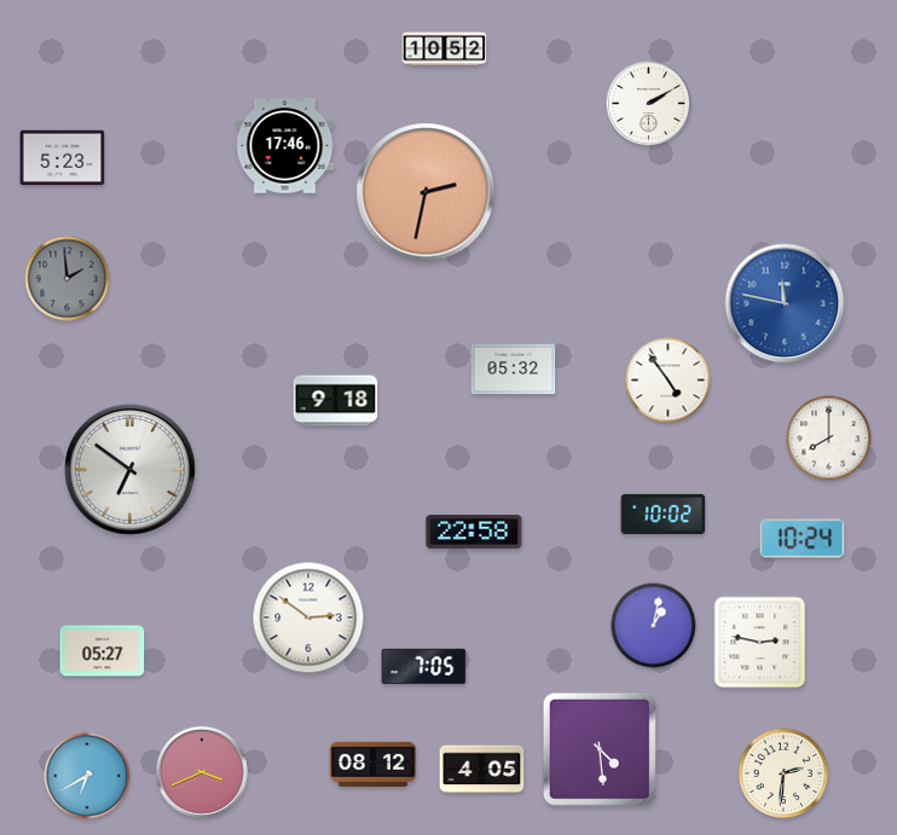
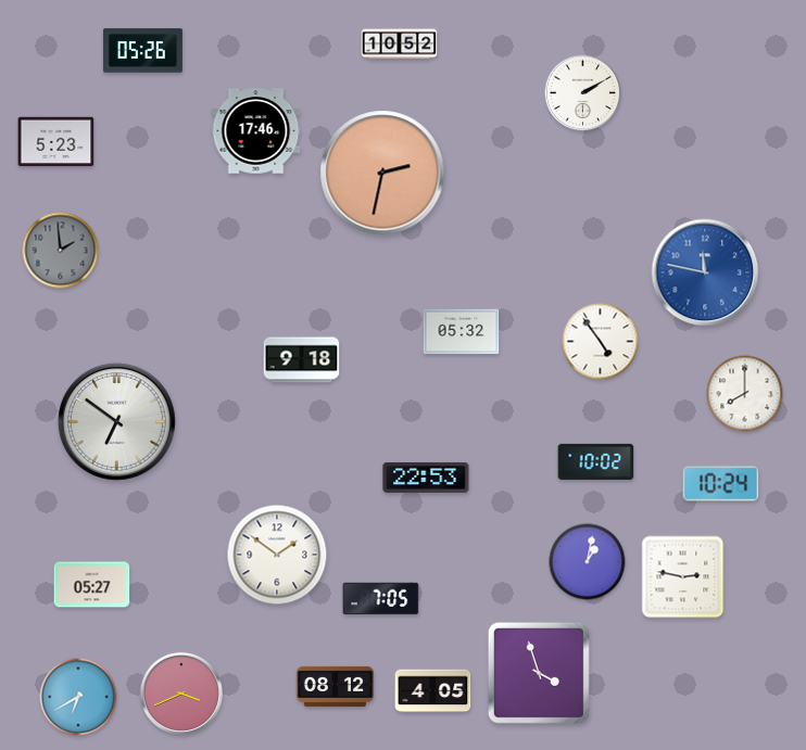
clock at (142, 51): none -> 05:26
clock at (474, 532): 22:58 -> 22:53
clock at (308, 617): 2:51 -> 1:51
clock at (600, 749): 4:29 -> 3:57
clock at (783, 773): 2:31 -> none
